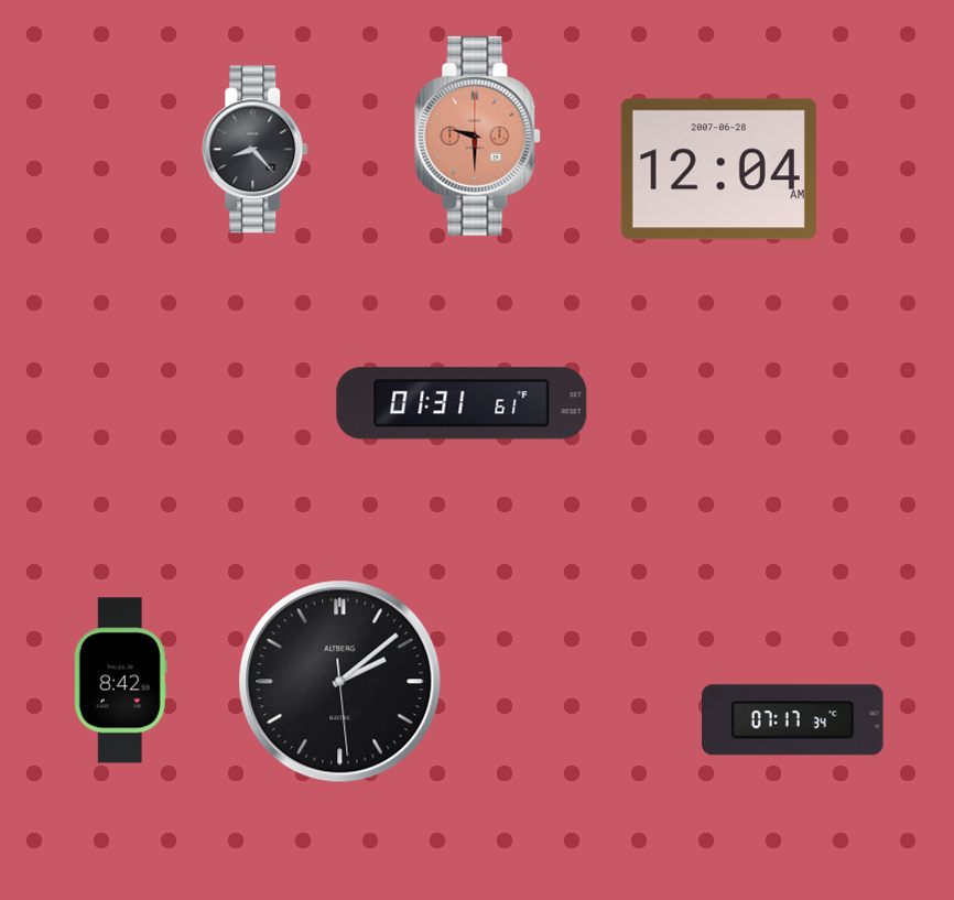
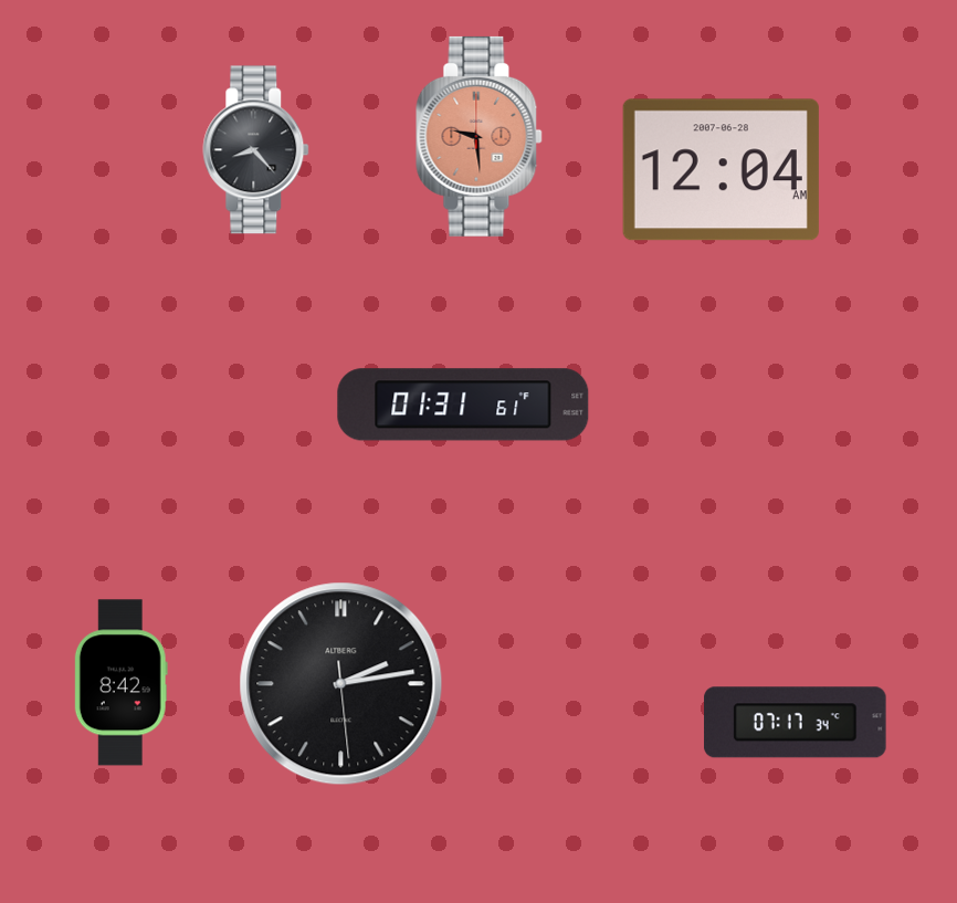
clock at (478, 135): 9:30 -> 9:29
clock at (340, 682): 2:08 -> 2:13
